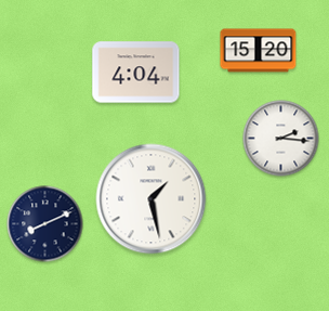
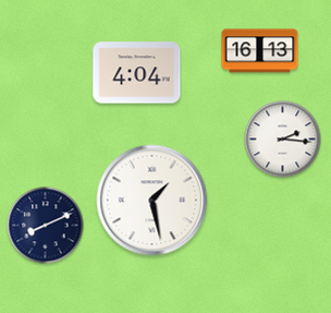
clock at (259, 51): 15:20 -> 16:13
